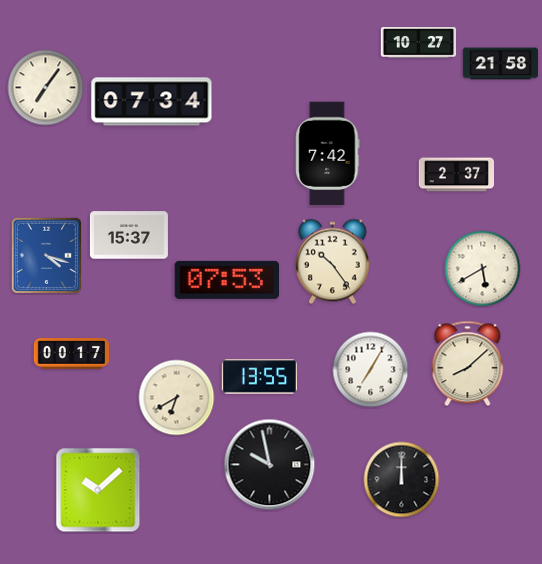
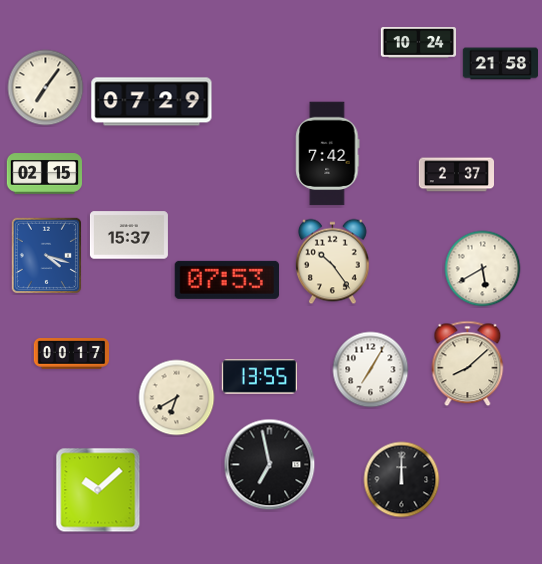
clock at (418, 43): 10:27 -> 10:24
clock at (152, 102): 07:34 -> 07:29
clock at (44, 174): none -> 02:15
clock at (270, 465): 9:58 -> 6:58
